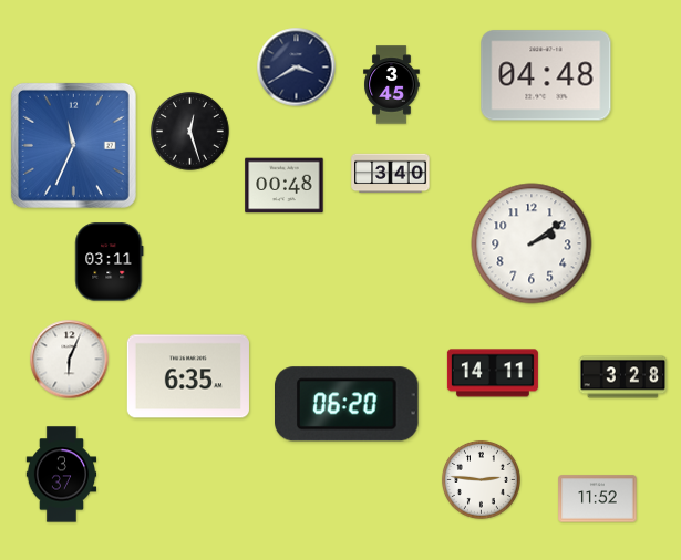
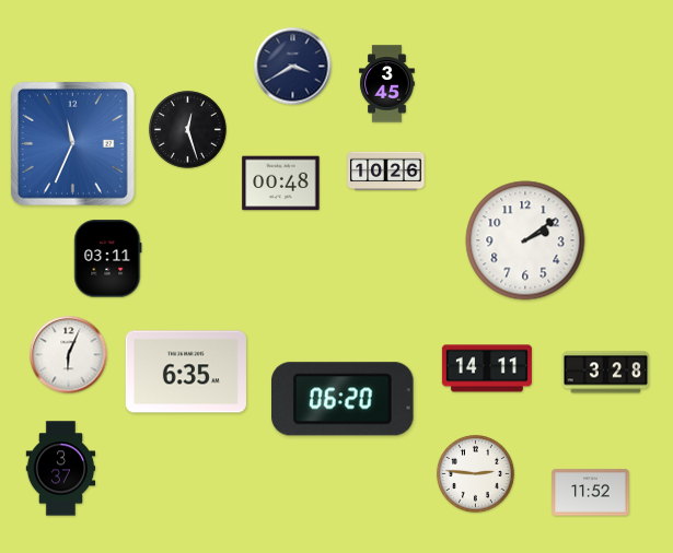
clock at (546, 75): 04:48 -> none
clock at (391, 174): 3:40 -> 10:26
clock at (623, 377) position: (623, 377) -> (606, 373)
